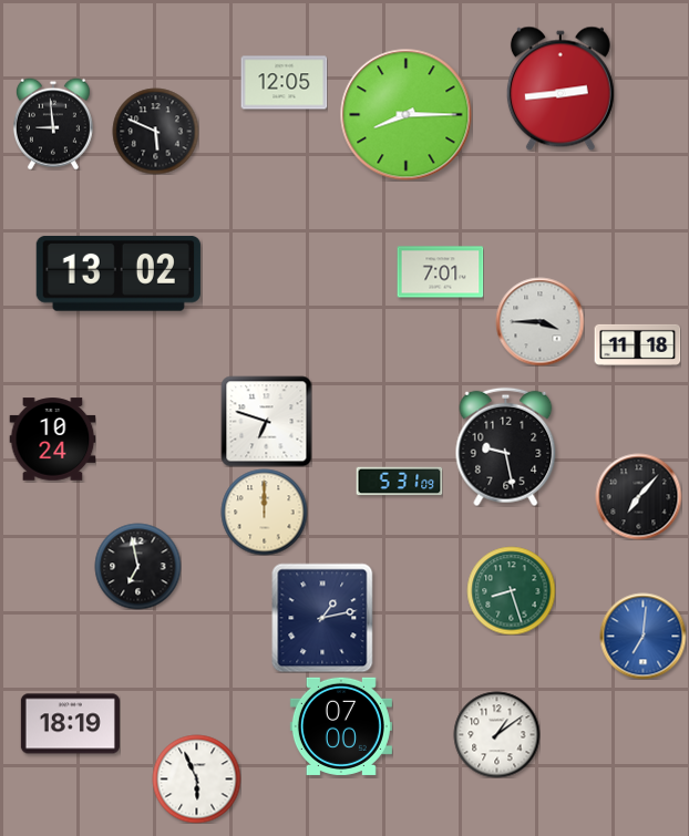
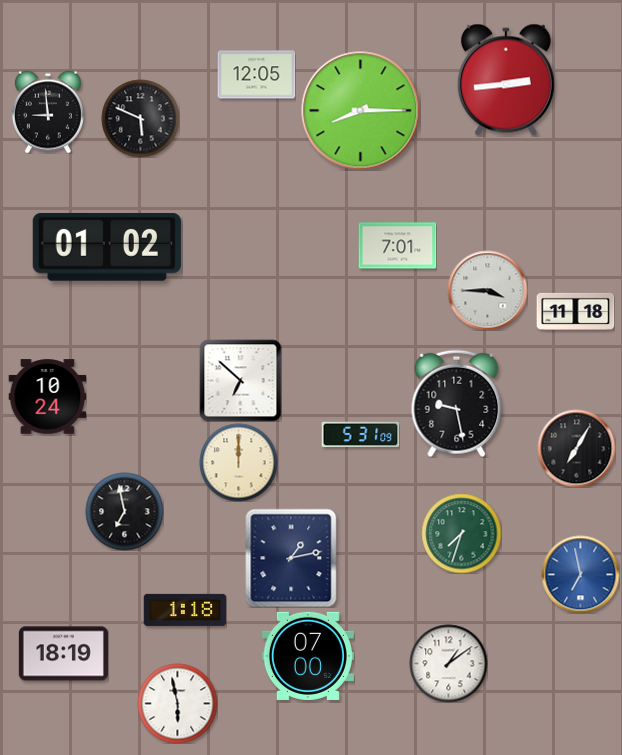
clock at (407, 115) position: (407, 115) -> (361, 111)
clock at (119, 273): 13:02 -> 01:02
clock at (266, 421): 6:48 -> 6:52
clock at (638, 496): 7:07 -> 7:05
clock at (511, 590): 8:27 -> 7:33
clock at (642, 636): 7:01 -> 6:58
clock at (185, 610): none -> 1:18
clock at (196, 778): 5:56 -> 5:58
